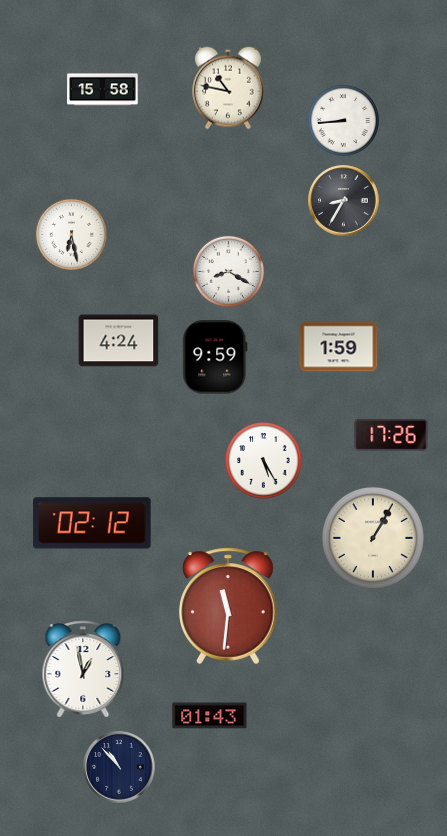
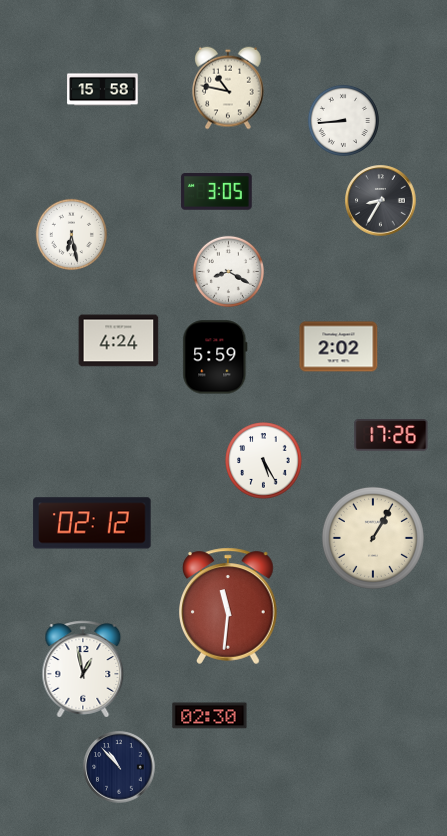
clock at (217, 192): none -> 3:05
clock at (344, 201) position: (344, 201) -> (381, 201)
clock at (339, 347): 1:59 -> 2:02
clock at (215, 357): 9:59 -> 5:59
clock at (210, 716): 01:43 -> 02:30
